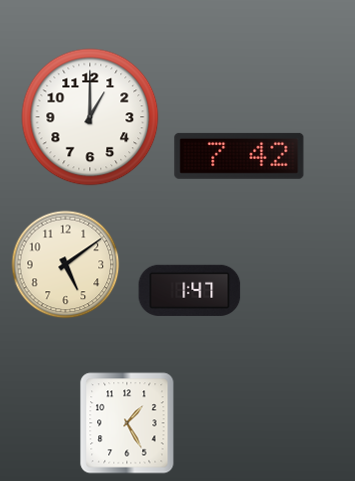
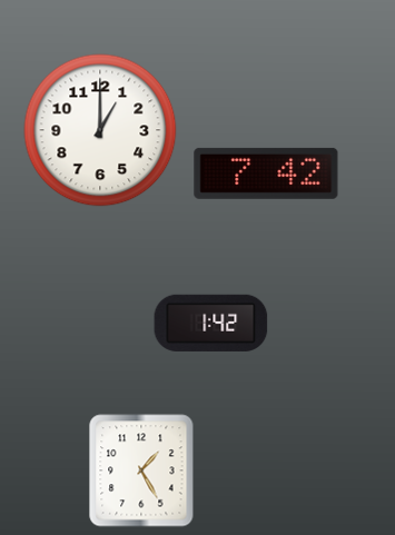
clock at (66, 265): 5:09 -> none
clock at (190, 290): 1:47 -> 1:42
